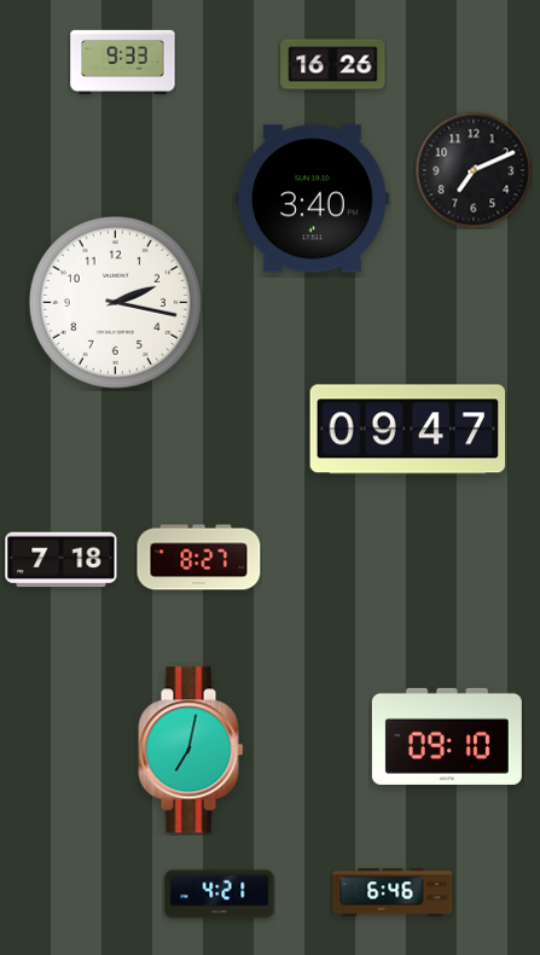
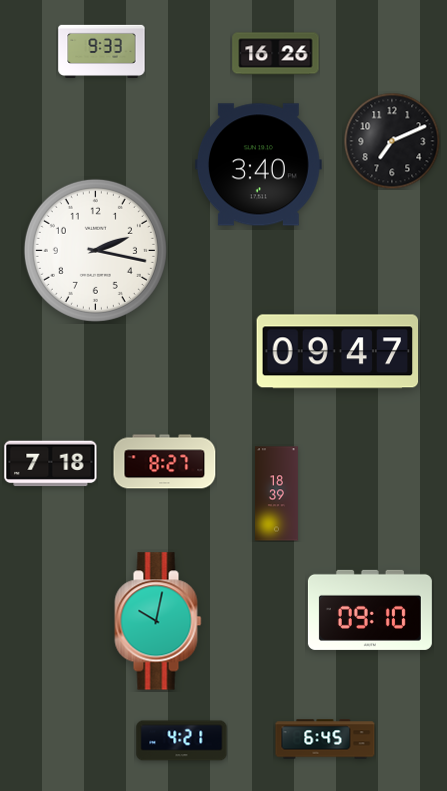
clock at (408, 430) position: (408, 430) -> (338, 352)
clock at (276, 494): none -> 18:39
clock at (191, 750): 7:02 -> 10:02
clock at (393, 892): 6:46 -> 6:45
